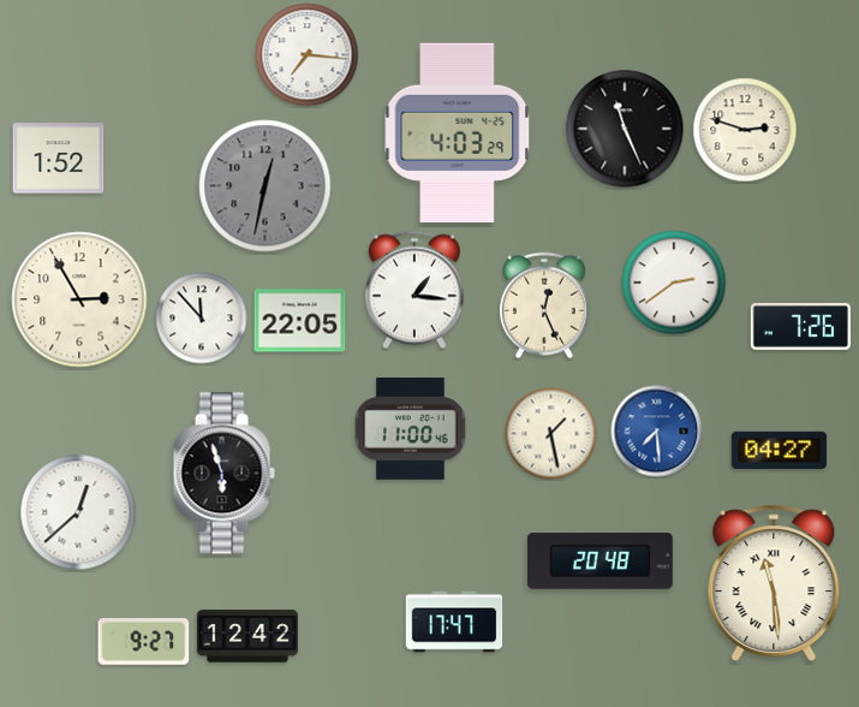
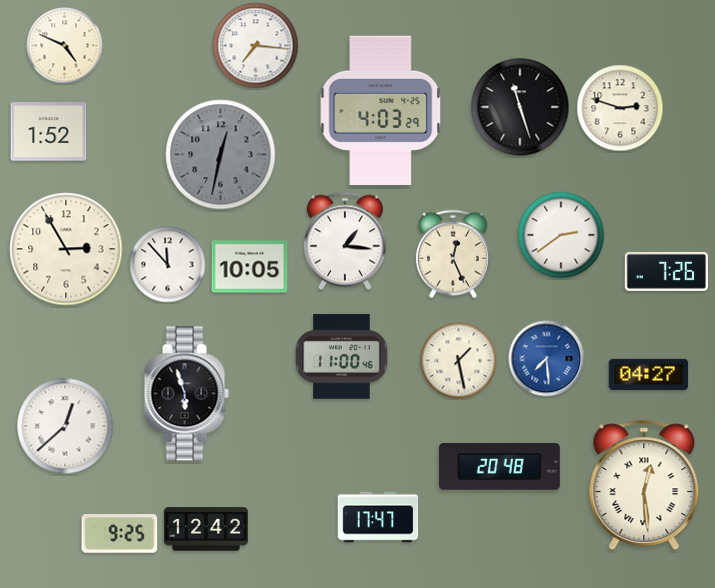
clock at (65, 46): none -> 4:49
clock at (625, 129): 11:26 -> 11:27
clock at (300, 321): 22:05 -> 10:05
clock at (774, 583): 11:29 -> 12:29
clock at (144, 642): 9:27 -> 9:25
